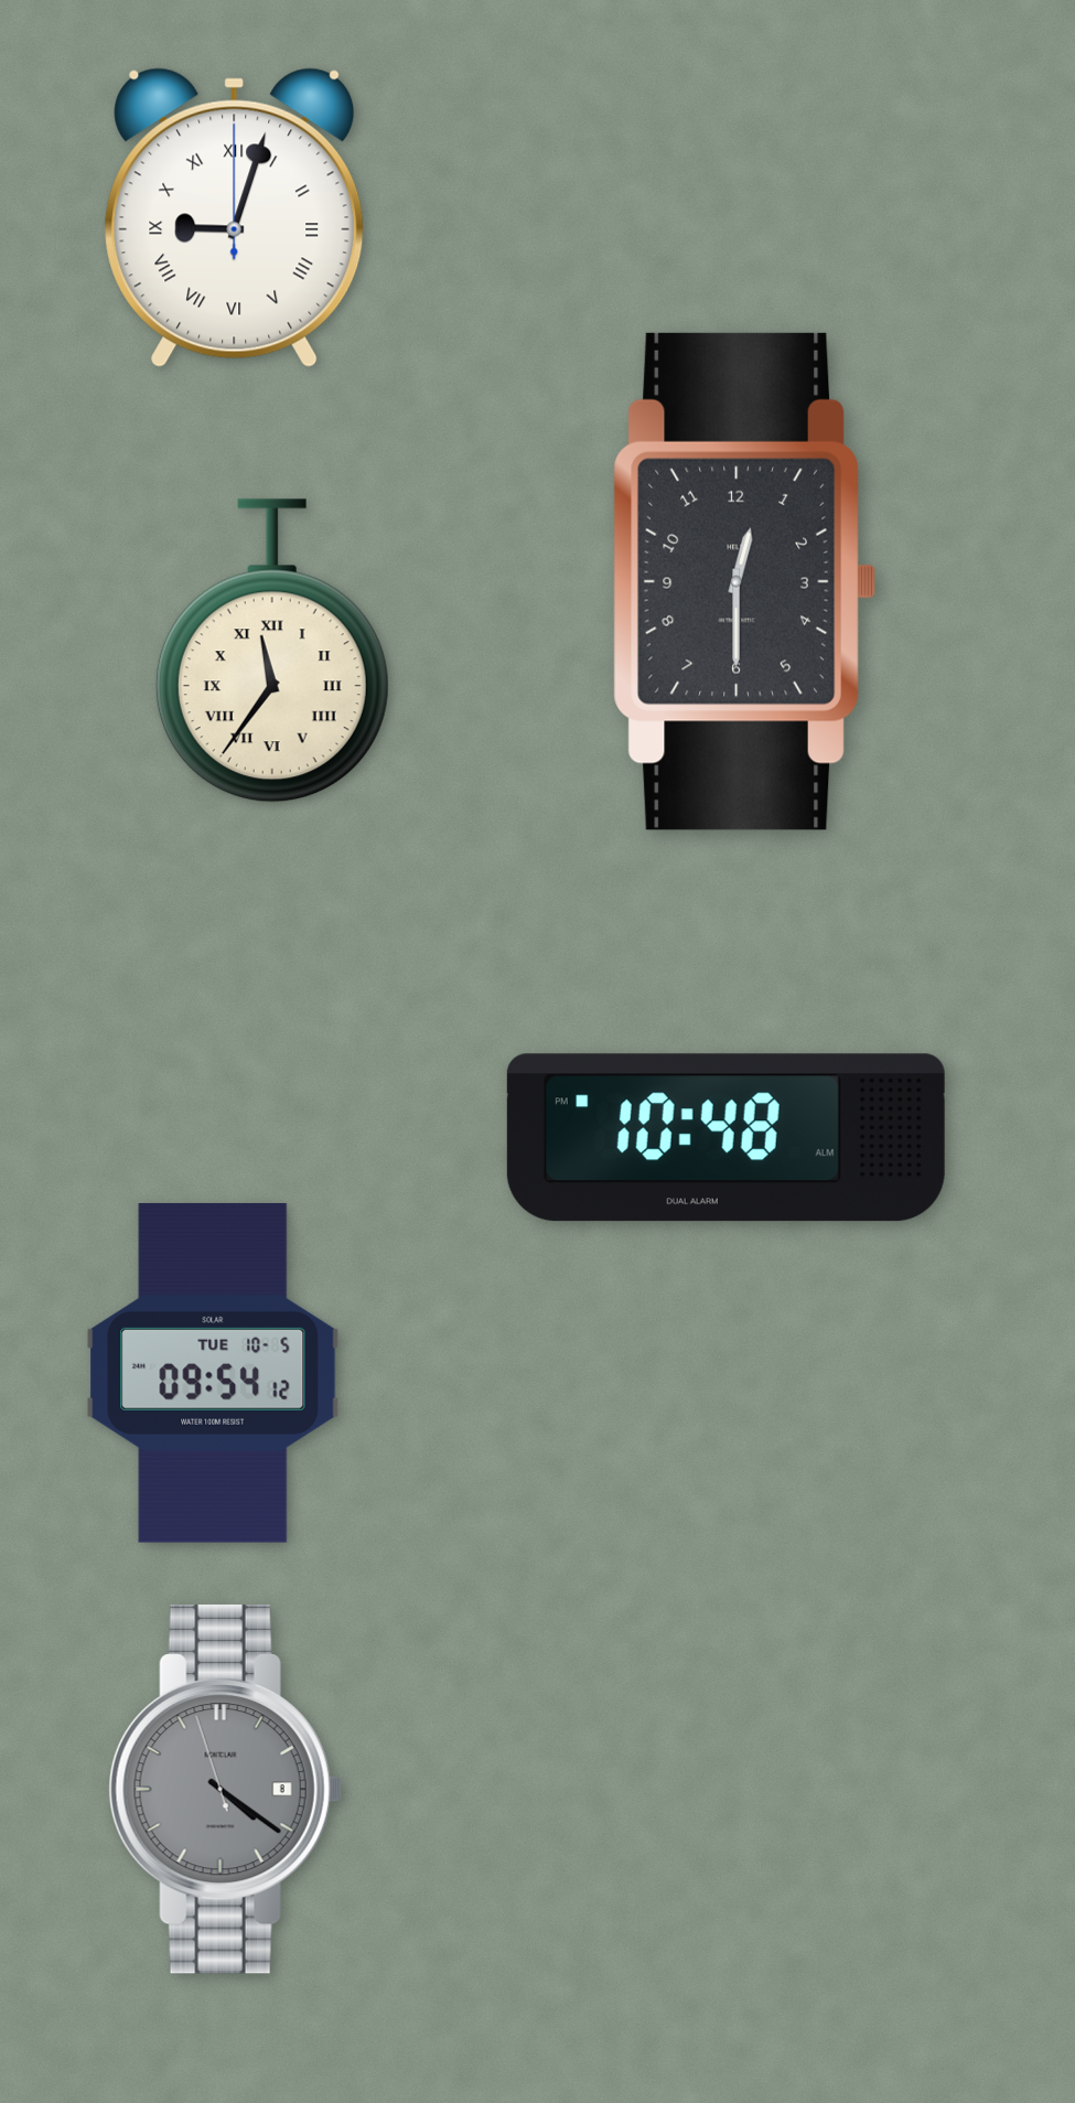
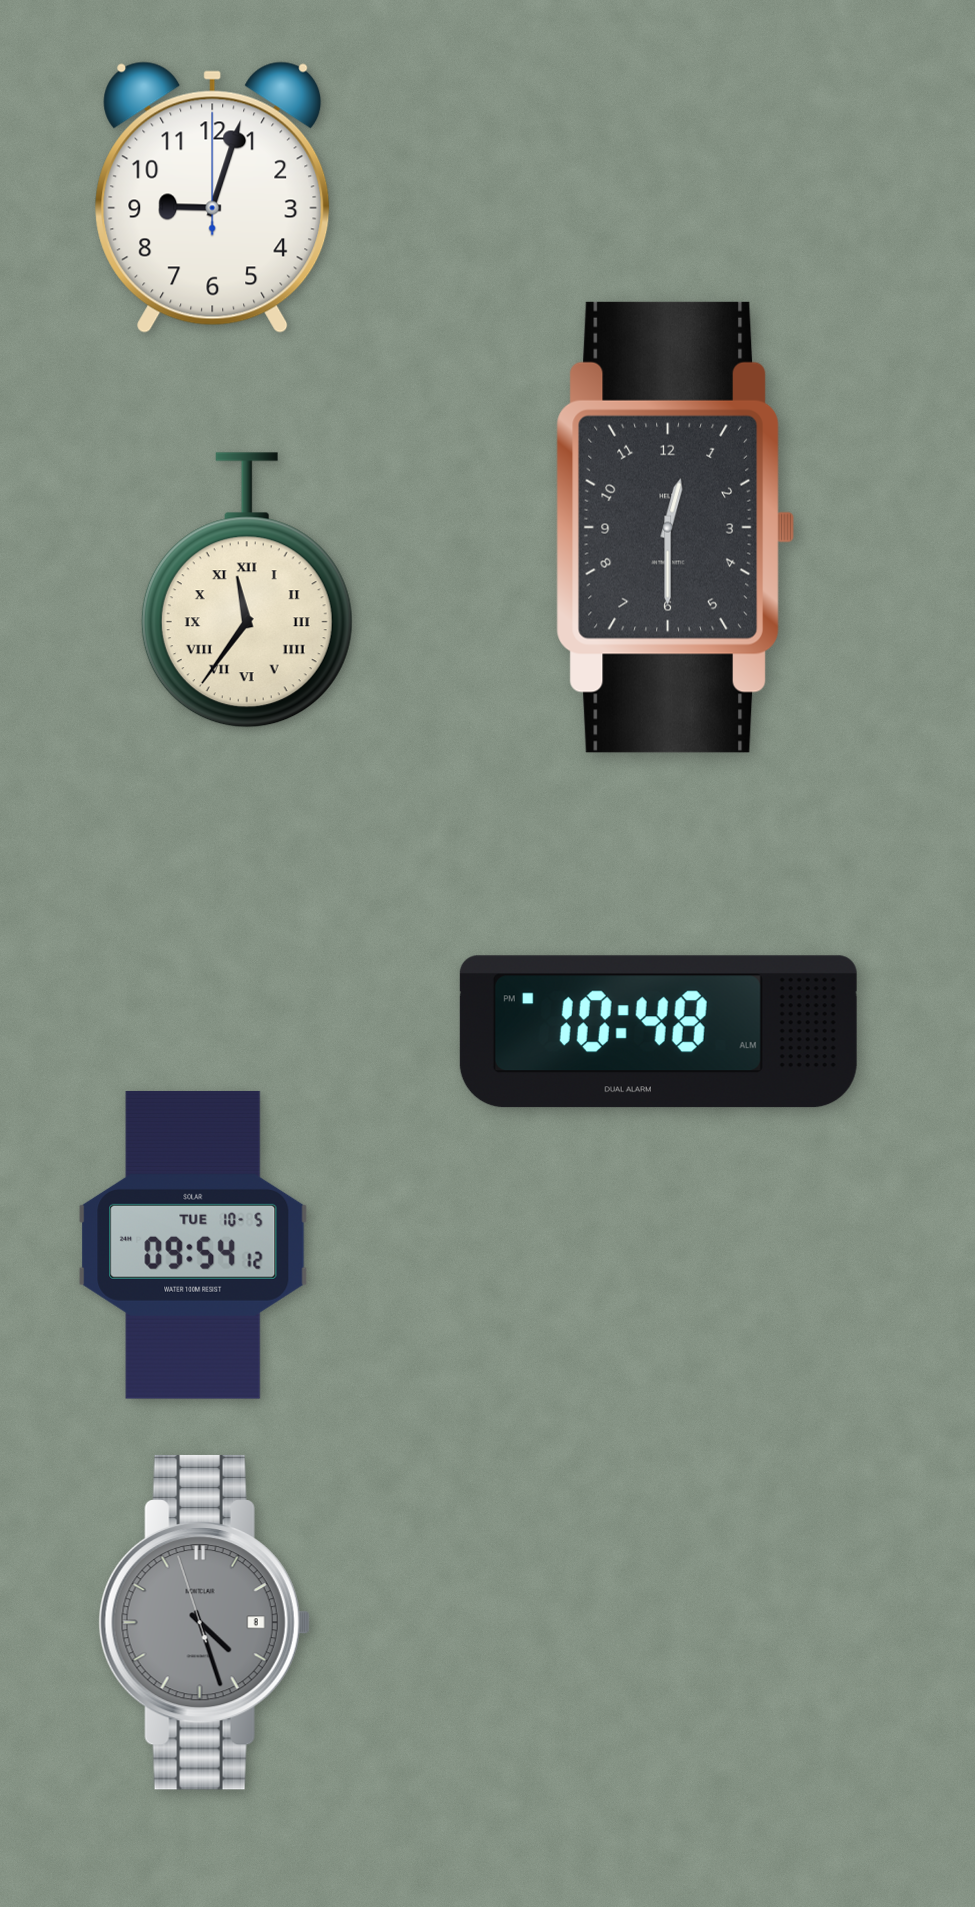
clock at (235, 217) numerals: Roman -> Arabic
clock at (225, 1789): 4:20 -> 4:26
